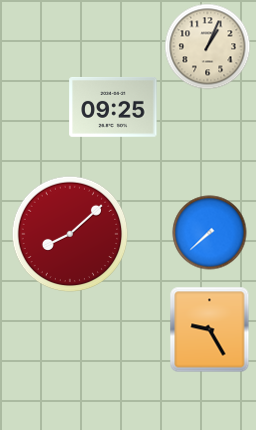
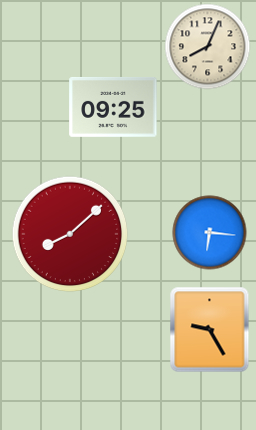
clock at (208, 47): 1:04 -> 8:04
clock at (210, 233): 7:38 -> 6:16
